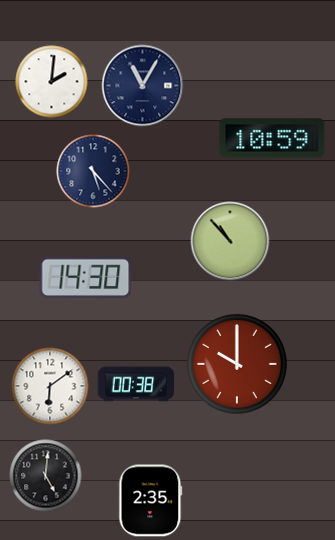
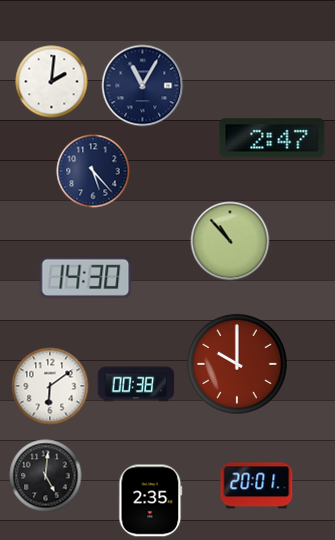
clock at (272, 138): 10:59 -> 2:47
clock at (257, 486): none -> 20:01
